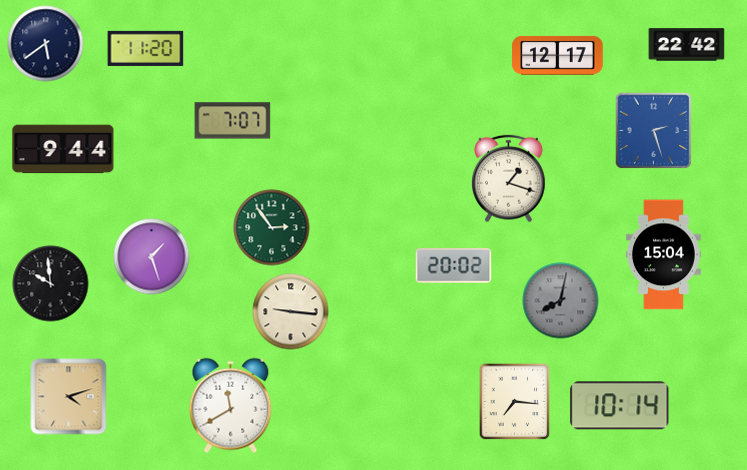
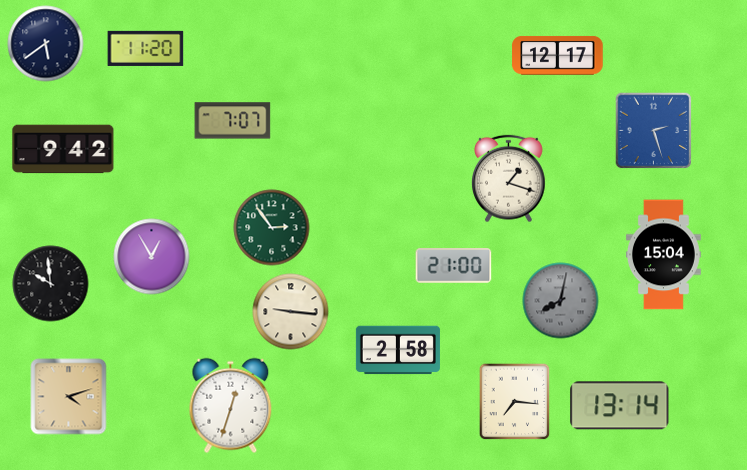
clock at (687, 45): 22:42 -> none
clock at (63, 149): 9:44 -> 9:42
clock at (152, 257): 1:27 -> 12:55
clock at (454, 266): 20:02 -> 21:00
clock at (398, 350): none -> 2:58
clock at (231, 406): 11:40 -> 12:33
clock at (620, 406): 10:14 -> 13:14
